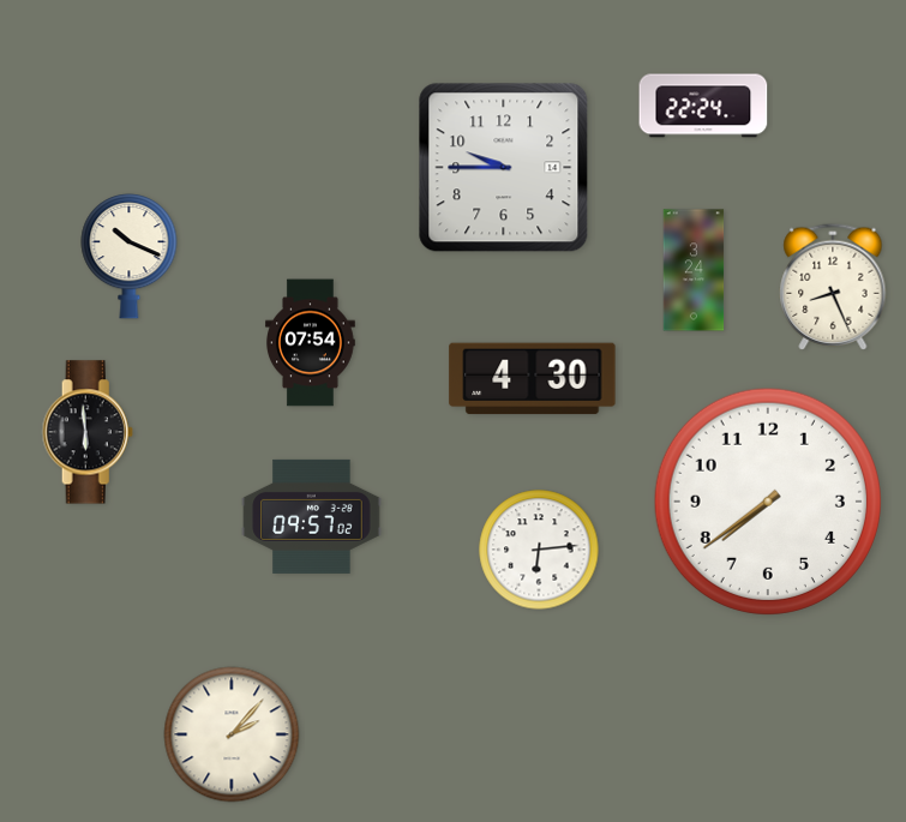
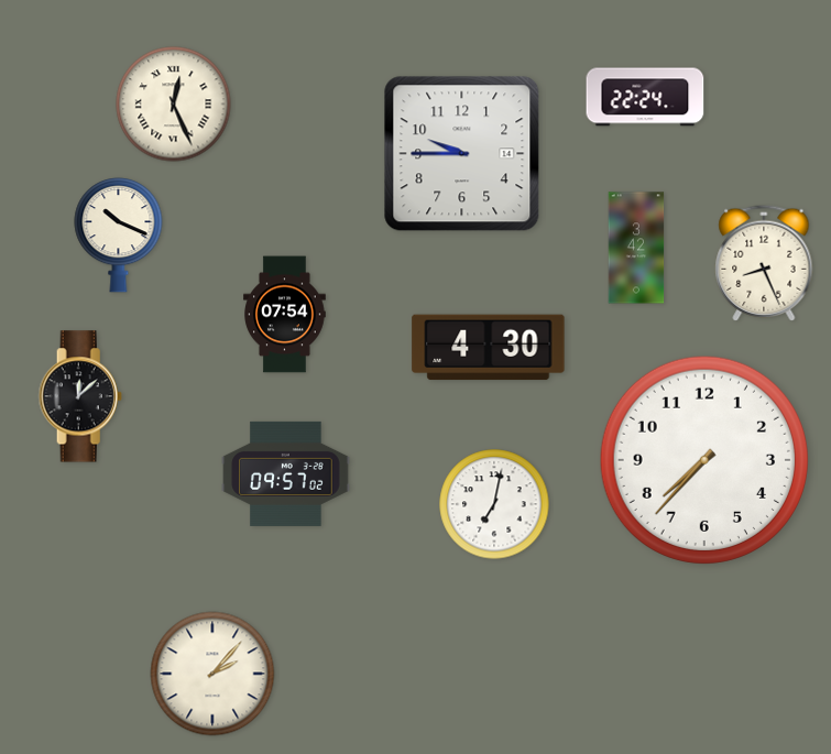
clock at (174, 105): none -> 12:26
clock at (694, 270): 3:24 -> 3:42
clock at (88, 432): 5:59 -> 12:08
clock at (768, 502): 7:39 -> 7:37
clock at (539, 550): 6:14 -> 7:02
